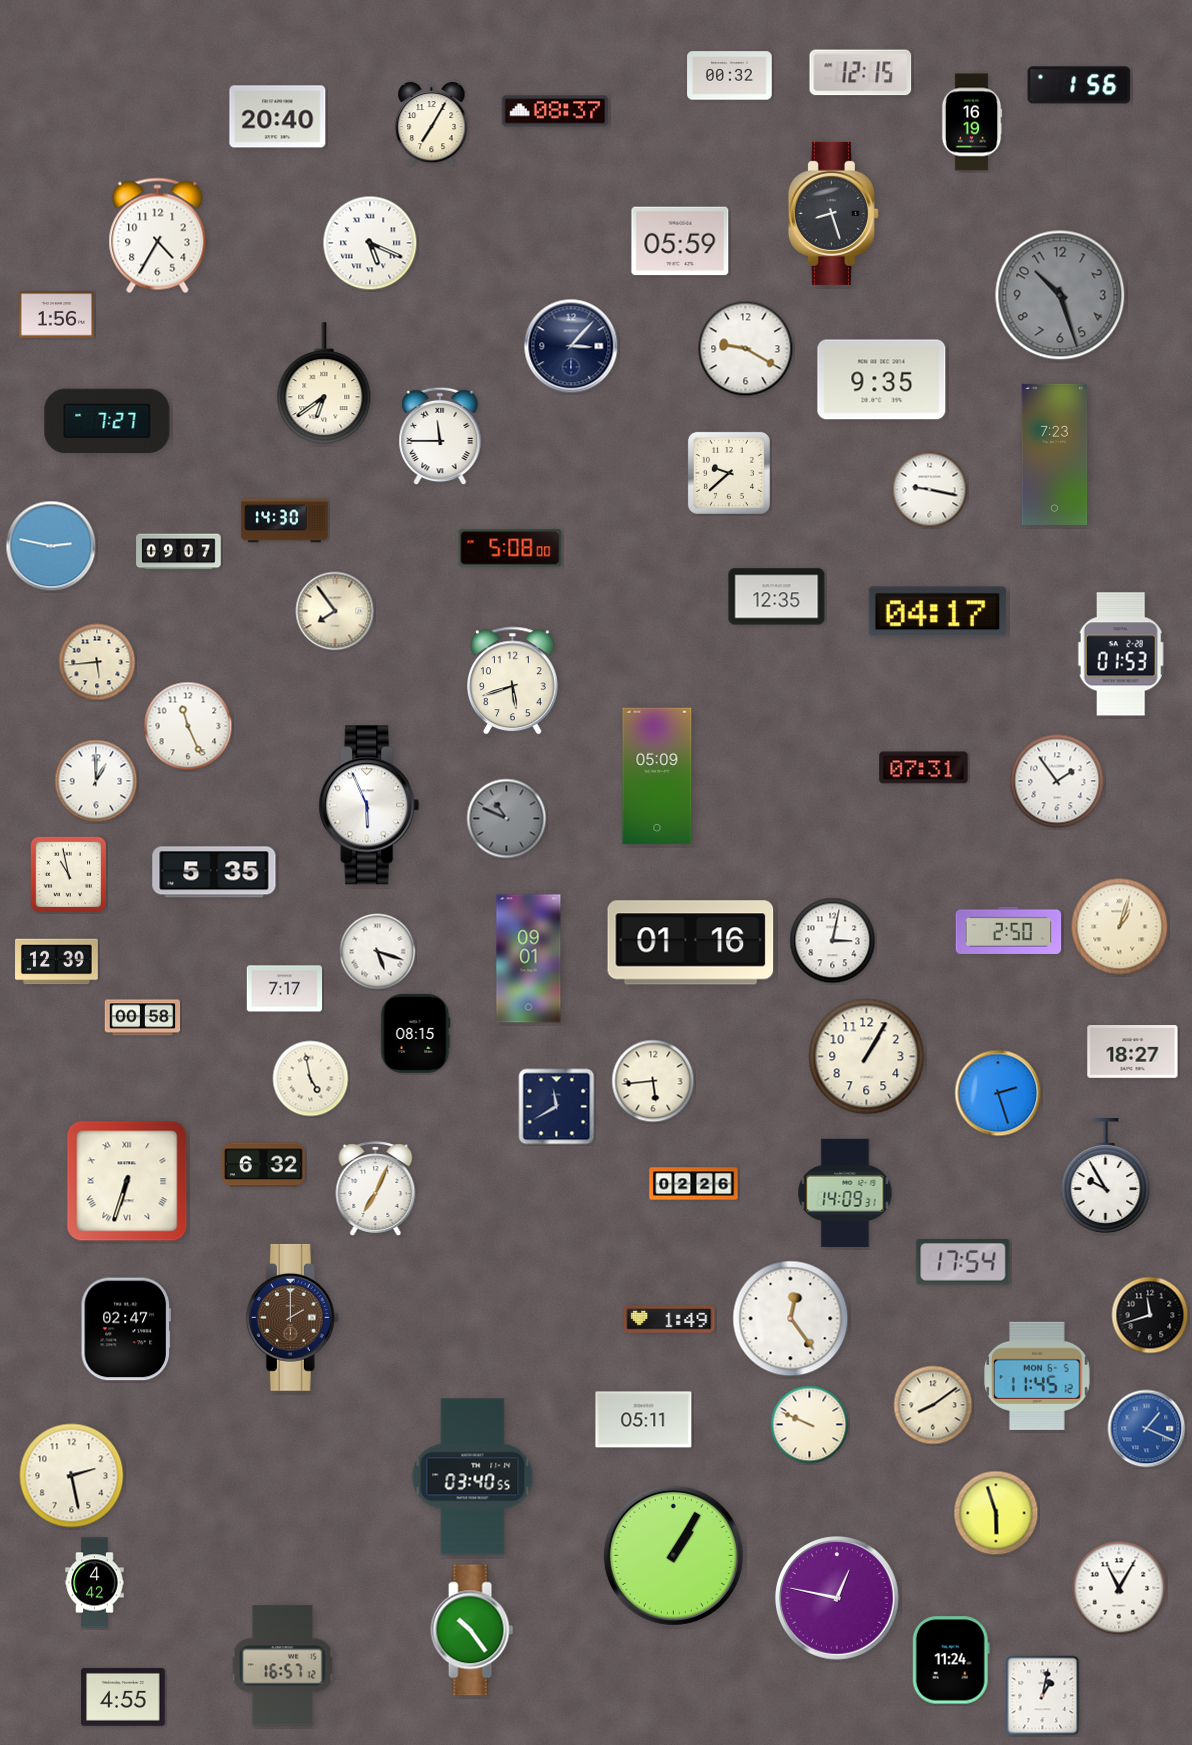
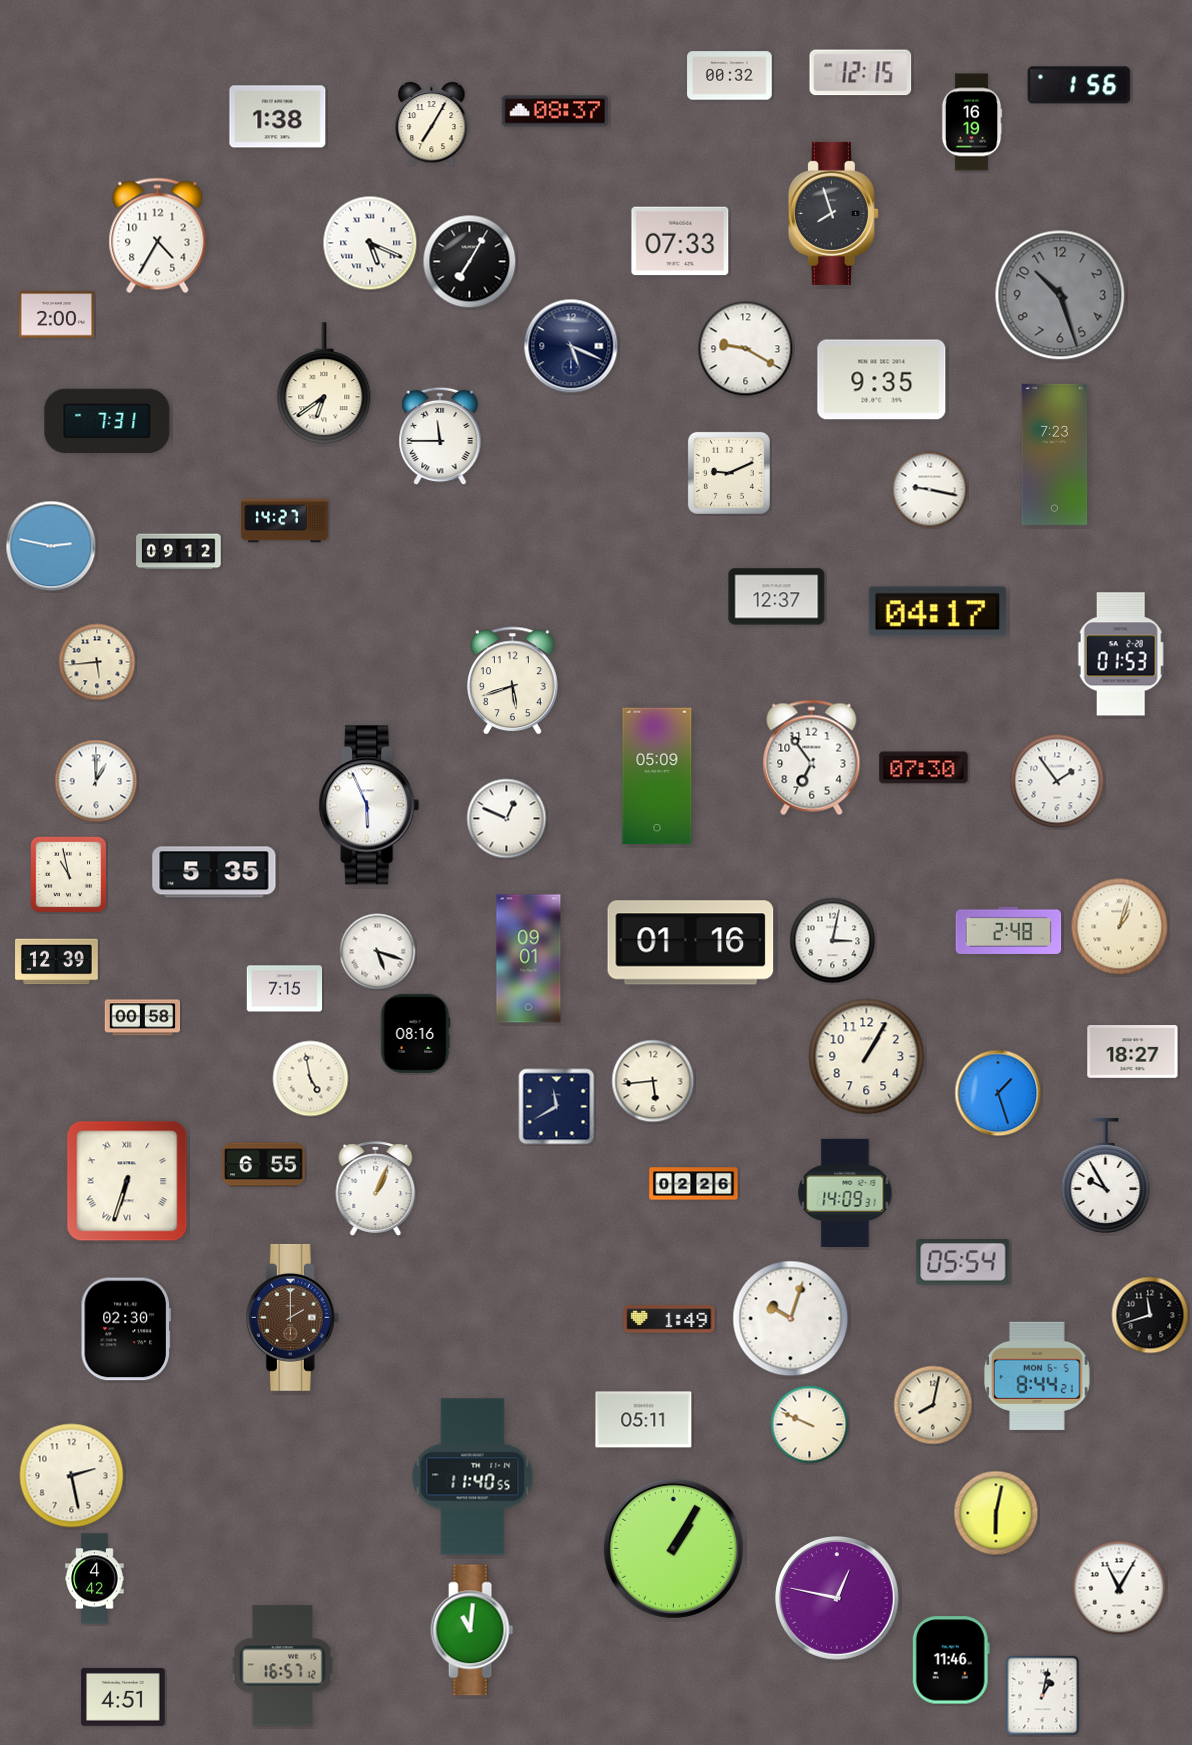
clock at (278, 117): 20:40 -> 1:38
clock at (833, 213): 8:27 -> 7:57
clock at (680, 241): 05:59 -> 07:33
clock at (470, 262): none -> 7:05
clock at (57, 315): 1:56 -> 2:00
clock at (571, 346): 3:07 -> 5:19
clock at (107, 421): 7:27 -> 7:31
clock at (729, 473): 9:38 -> 9:11
clock at (285, 521): 14:30 -> 14:27
clock at (510, 548): 5:08 -> none
clock at (179, 552): 09:07 -> 09:12
clock at (777, 597): 12:35 -> 12:37
clock at (335, 611): 7:54 -> none
clock at (188, 726): 11:26 -> none
clock at (812, 758): none -> 6:54
clock at (924, 768): 07:31 -> 07:30
clock at (507, 819): 10:49 -> 12:49
clock at (507, 819) dial: grey -> white
clock at (1009, 930): 2:50 -> 2:48
clock at (285, 989): 7:17 -> 7:15
clock at (416, 1033): 08:15 -> 08:16
clock at (998, 1093): 2:27 -> 1:27
clock at (264, 1165): 6:32 -> 6:55
clock at (376, 1189): 7:04 -> 1:04
clock at (963, 1262): 17:54 -> 05:54
clock at (791, 1319): 12:24 -> 10:03
clock at (125, 1329): 02:47 -> 02:30
clock at (1038, 1376): 11:45 -> 8:44
clock at (933, 1405): 8:09 -> 8:02
clock at (1147, 1429): 1:19 -> none
clock at (473, 1477): 03:40 -> 11:40
clock at (996, 1513): 5:57 -> 6:02
clock at (673, 1555) position: (673, 1555) -> (673, 1548)
clock at (95, 1583) position: (95, 1583) -> (95, 1579)
clock at (472, 1630): 10:24 -> 11:01
clock at (951, 1660): 11:24 -> 11:46
clock at (123, 1697): 4:55 -> 4:51
